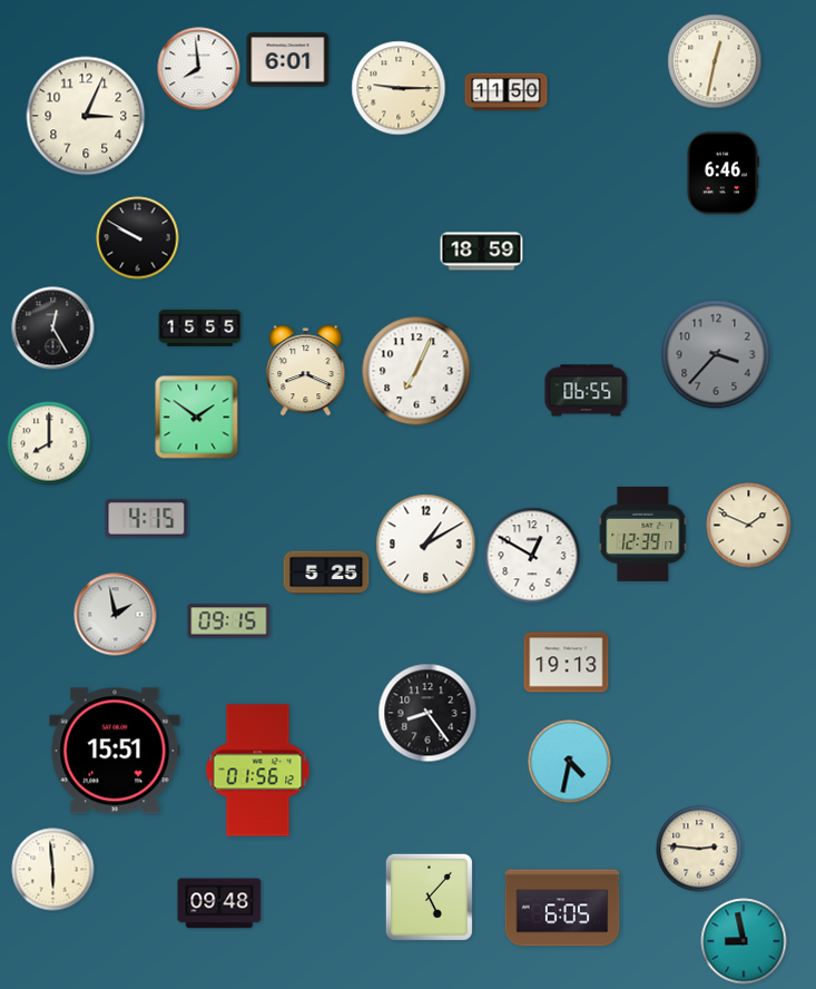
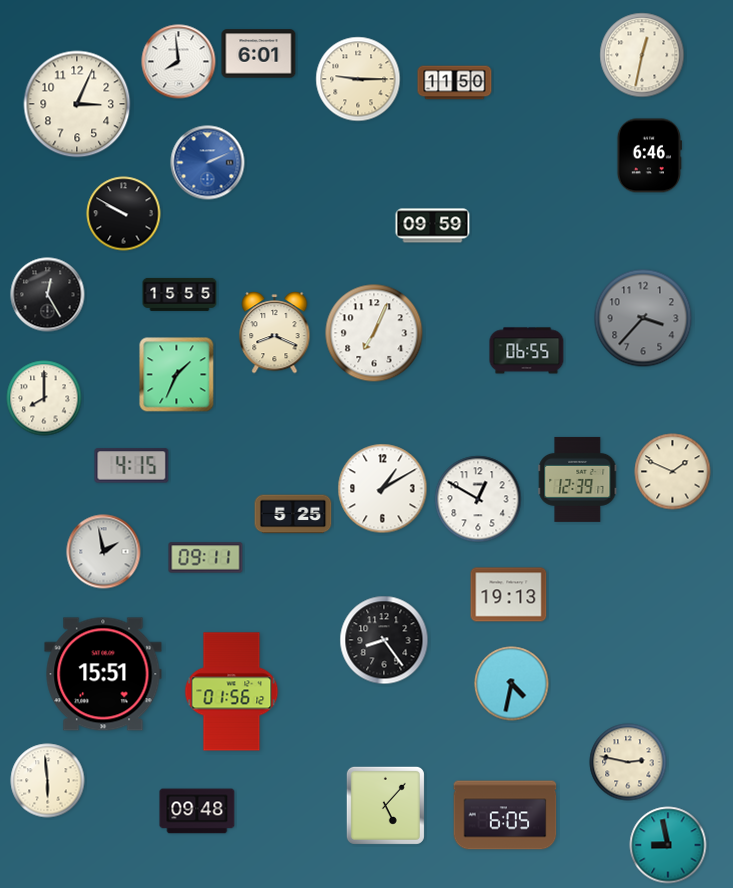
clock at (208, 163): none -> 2:11
clock at (482, 252): 18:59 -> 09:59
clock at (197, 418): 1:51 -> 1:34
clock at (229, 621): 09:15 -> 09:11
clock at (699, 849): 2:46 -> 2:47
